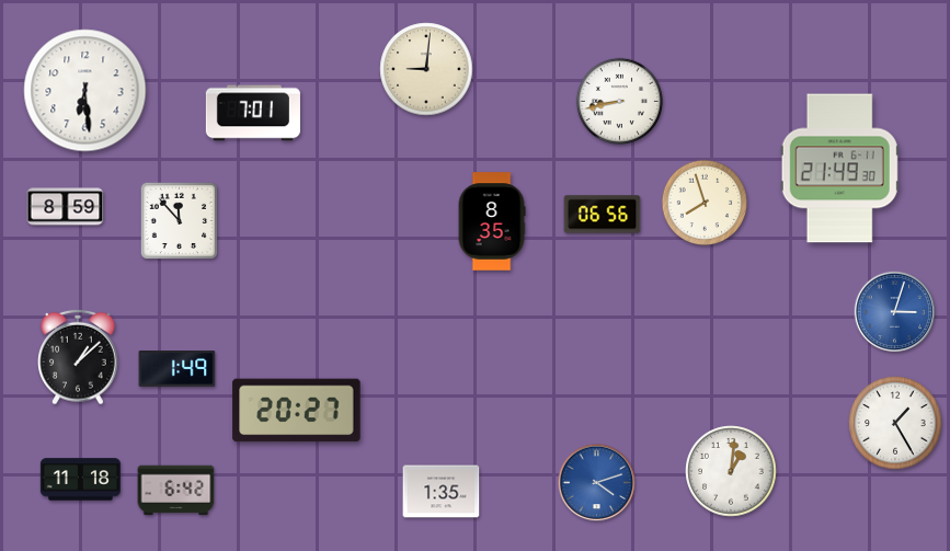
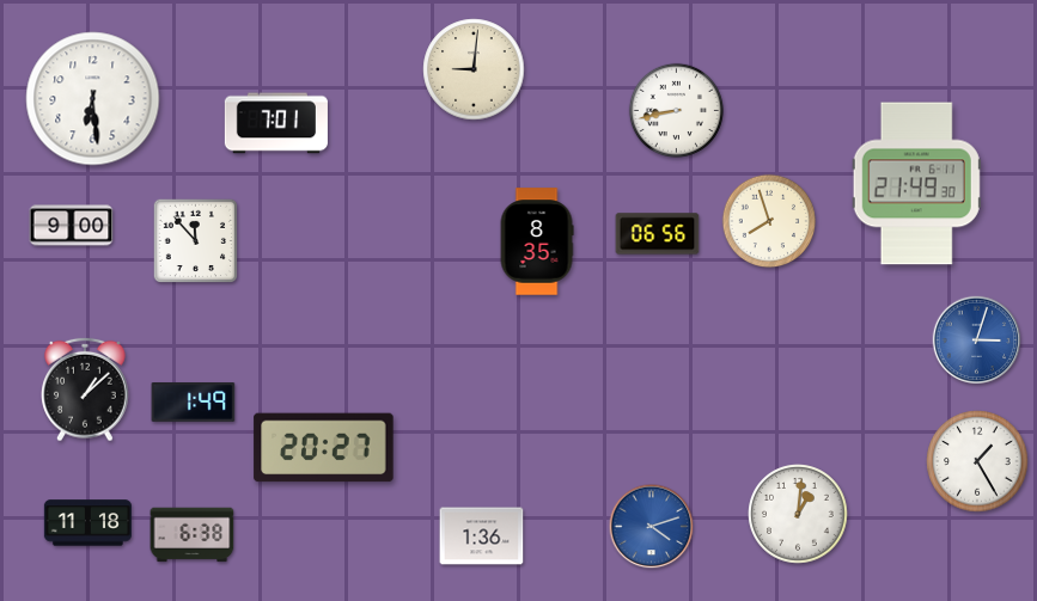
clock at (426, 69) position: (426, 69) -> (474, 69)
clock at (66, 207): 8:59 -> 9:00
clock at (176, 491): 6:42 -> 6:38
clock at (442, 492): 1:35 -> 1:36
